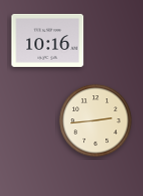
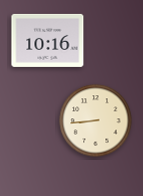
clock at (96, 121): 2:44 -> 8:44
